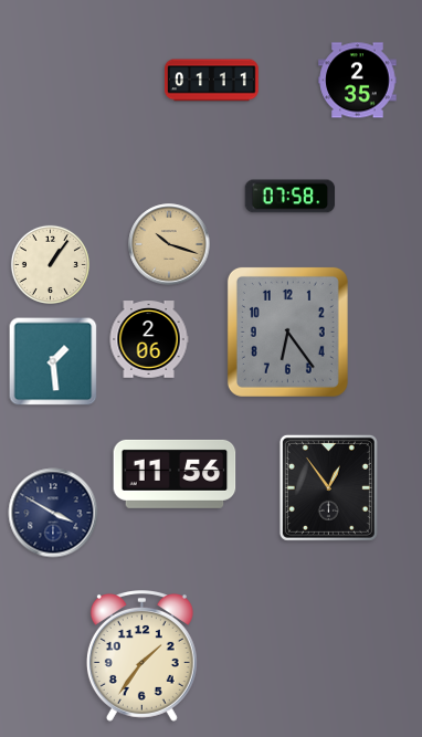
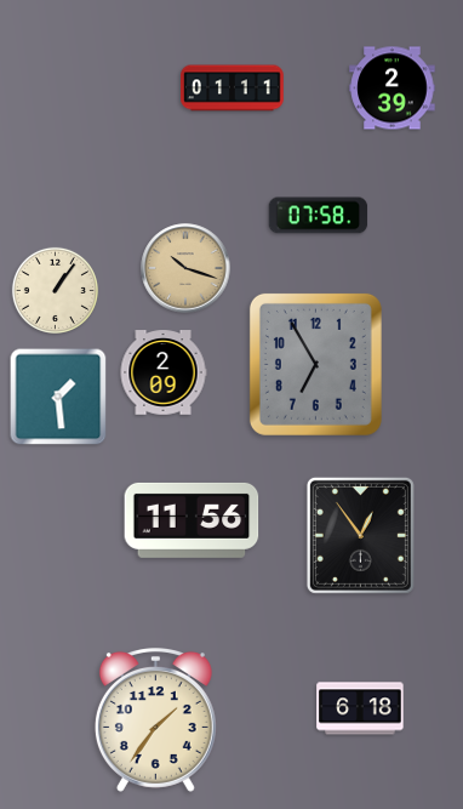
clock at (358, 81): 2:35 -> 2:39
clock at (287, 331): 6:24 -> 6:55
clock at (149, 339): 2:06 -> 2:09
clock at (53, 513): 3:50 -> none
clock at (360, 708): none -> 6:18
